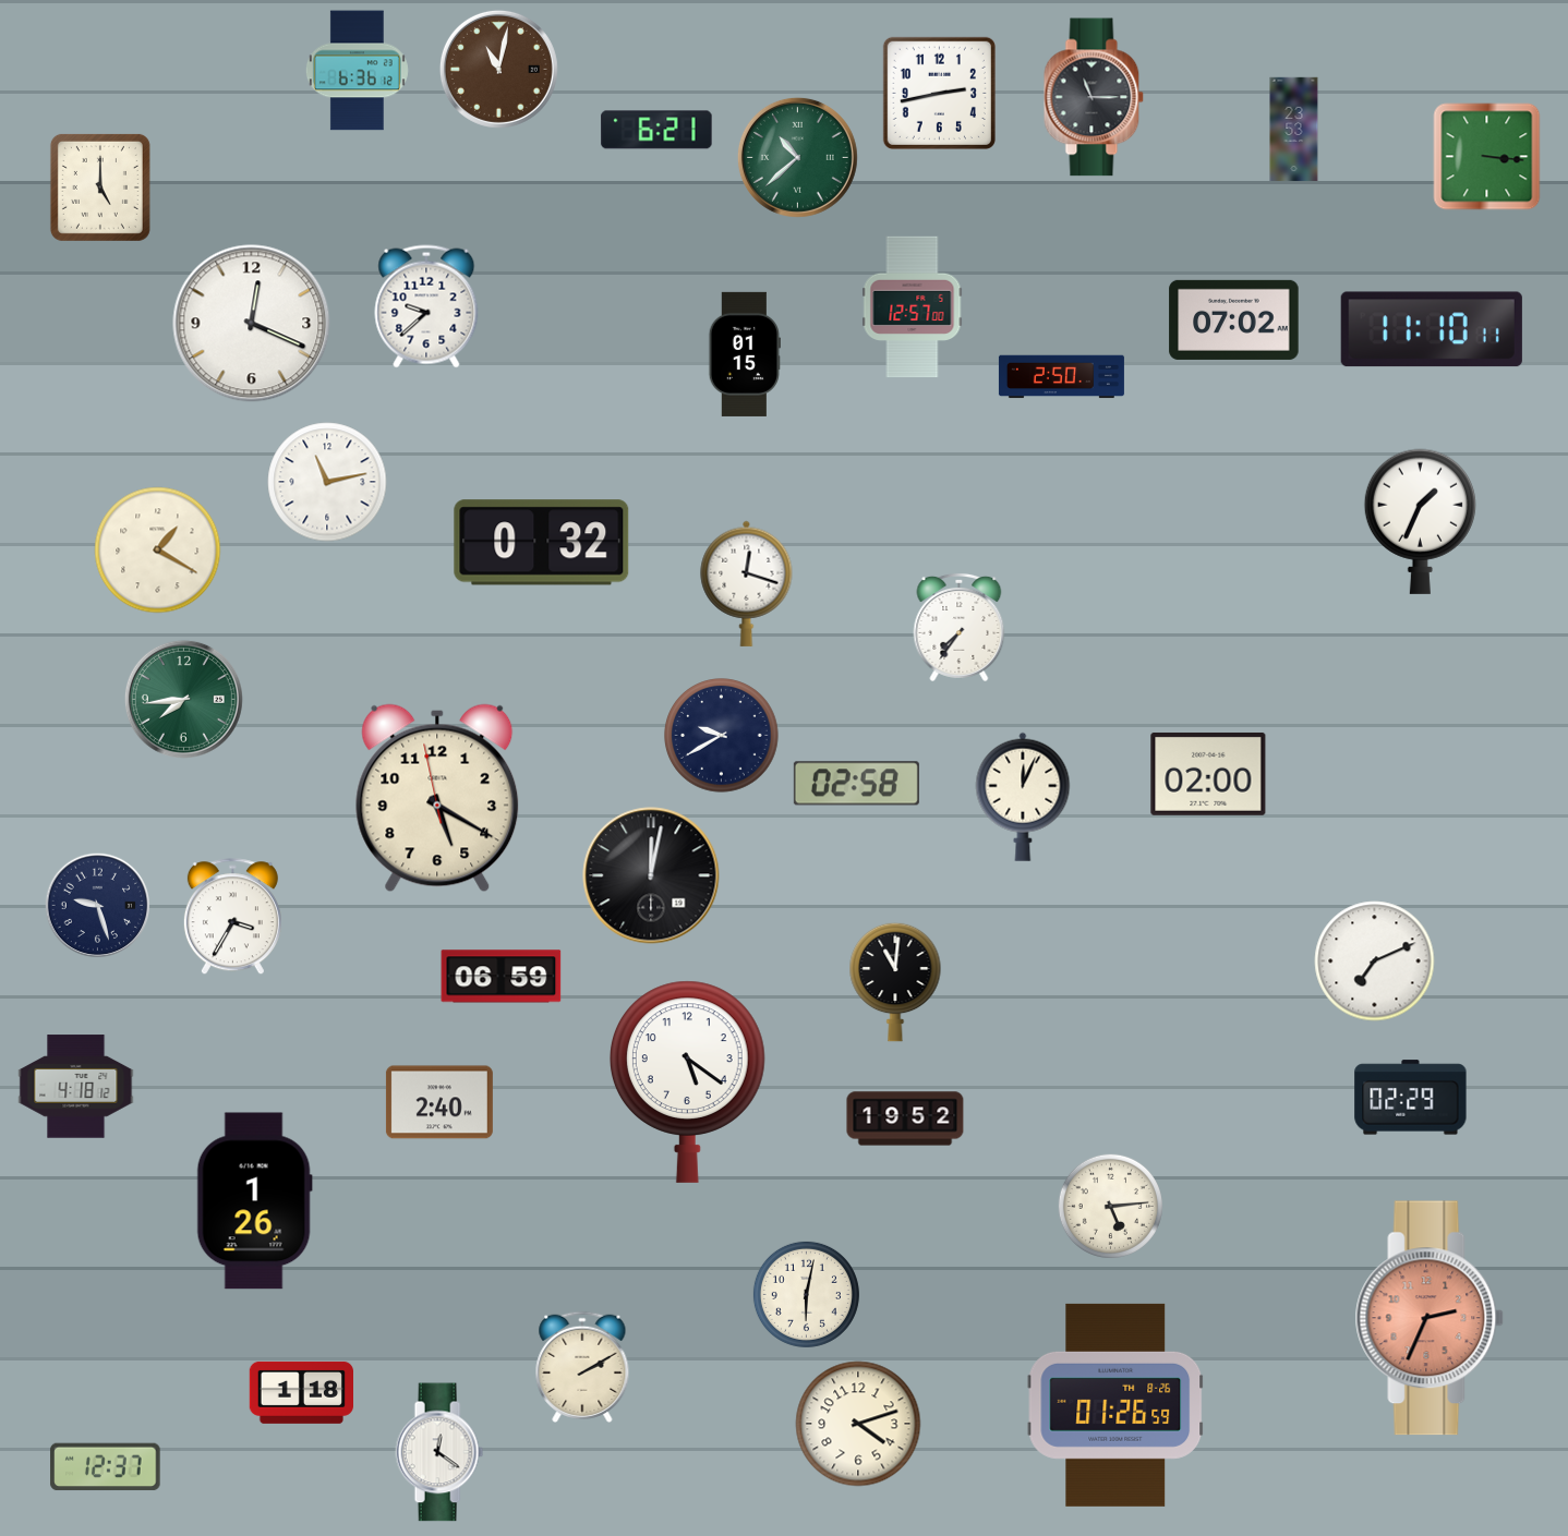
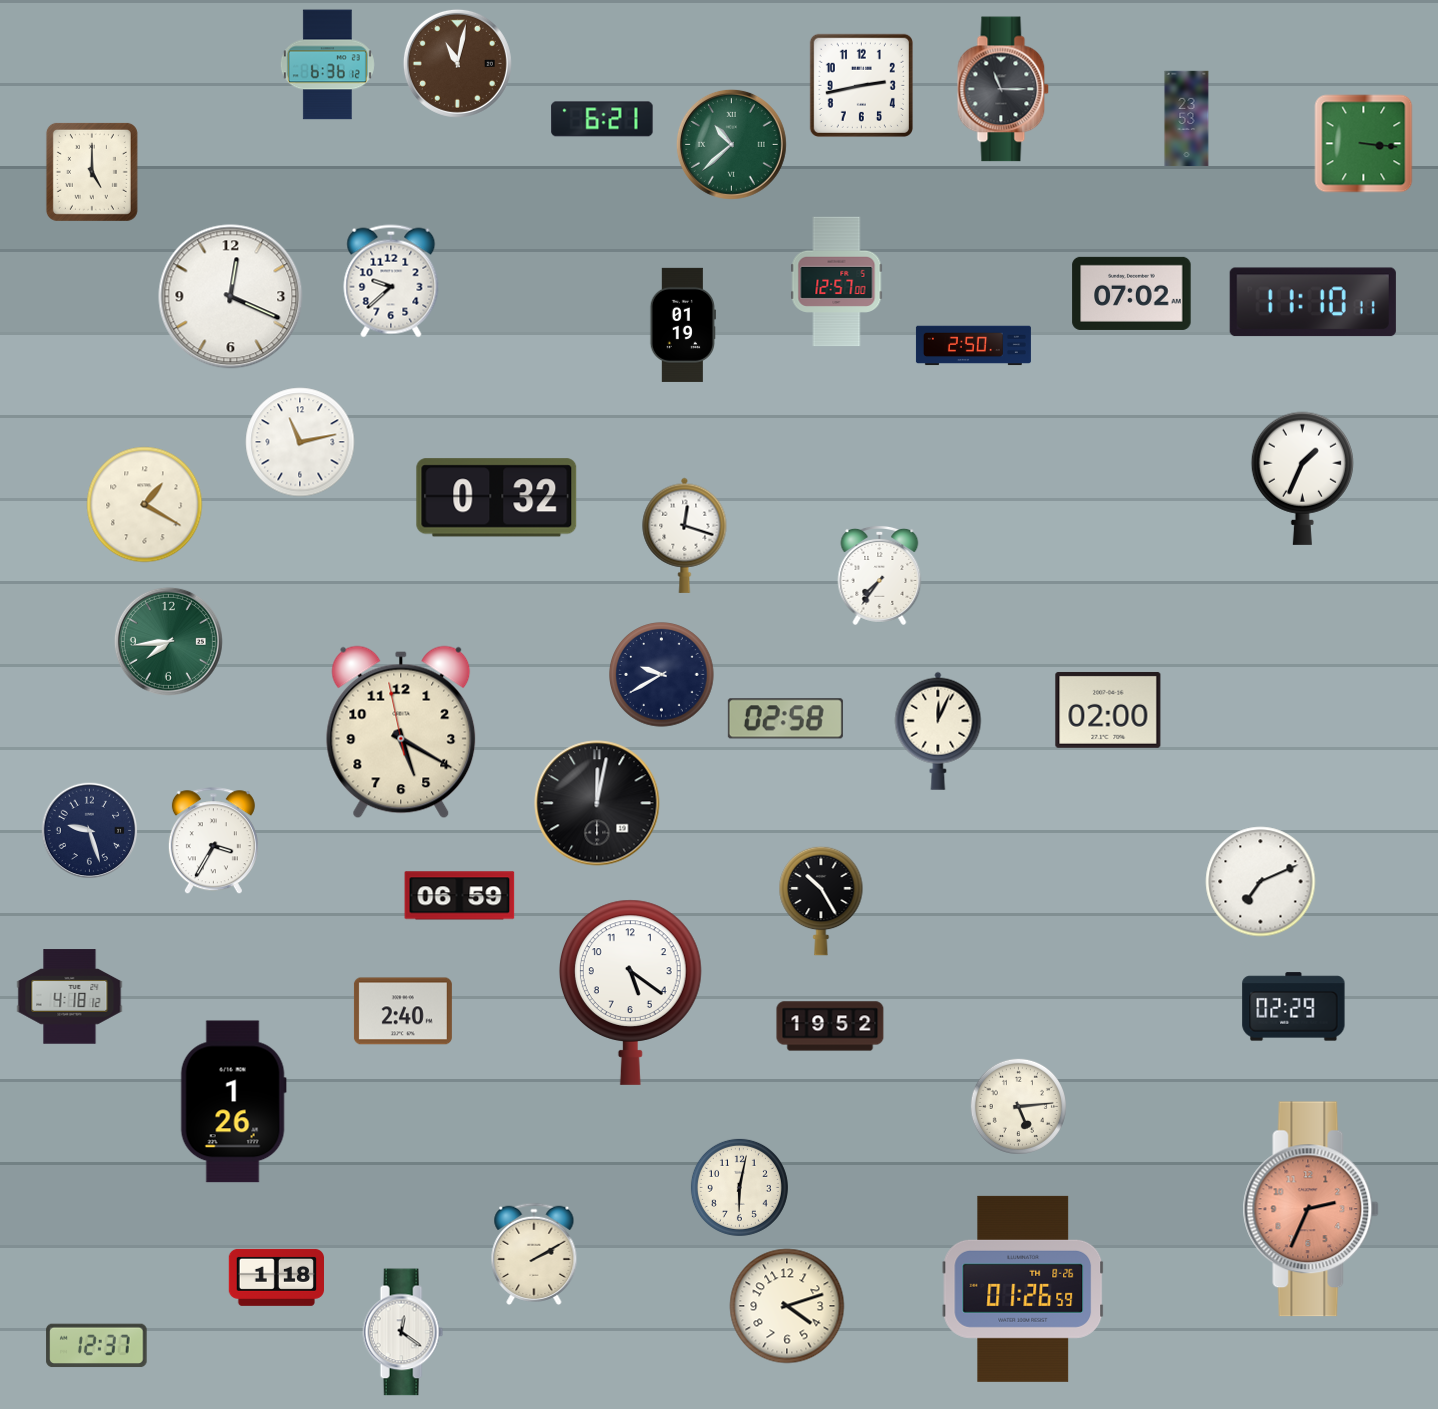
clock at (745, 354): 01:15 -> 01:19
clock at (895, 982): 11:01 -> 10:25
